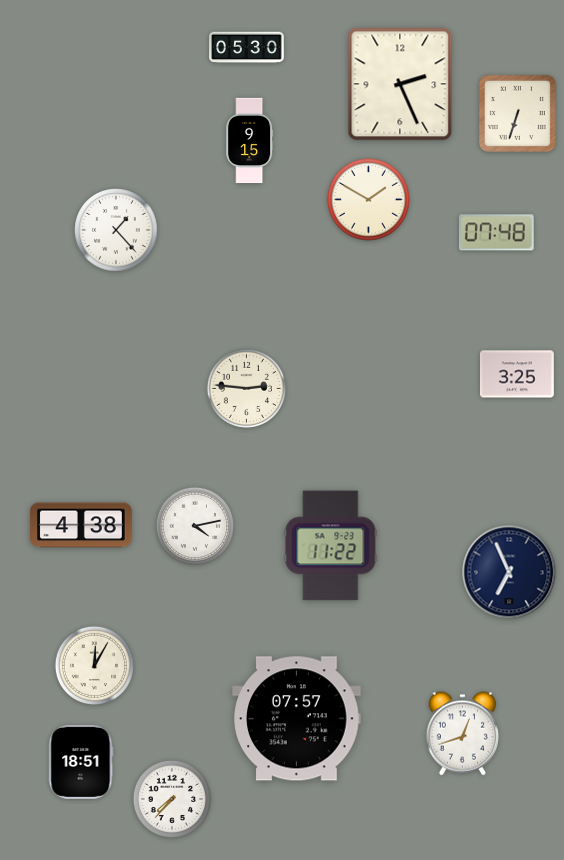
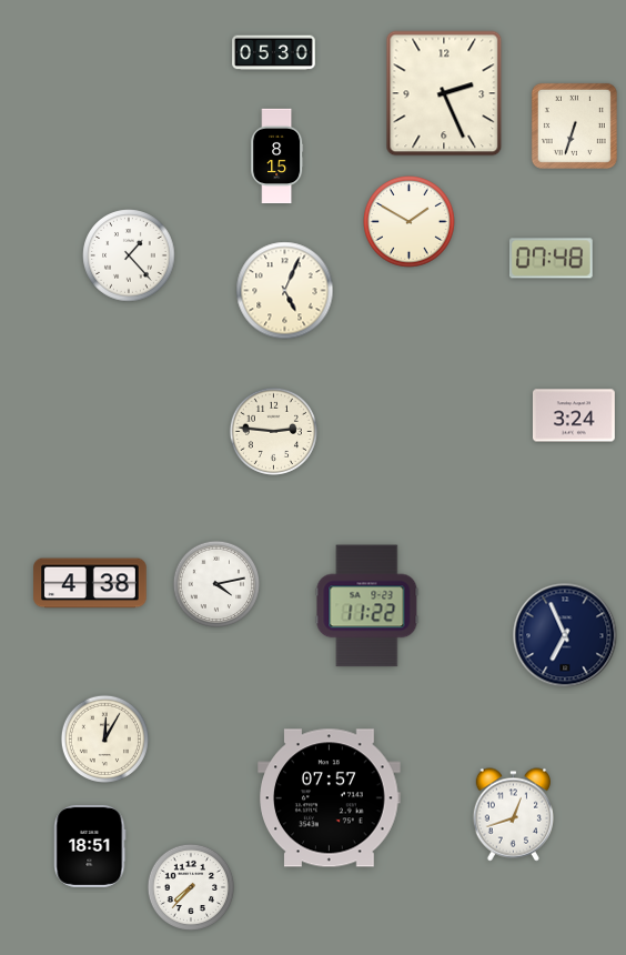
clock at (250, 141): 9:15 -> 8:15
clock at (285, 291): none -> 5:04
clock at (517, 374): 3:25 -> 3:24
